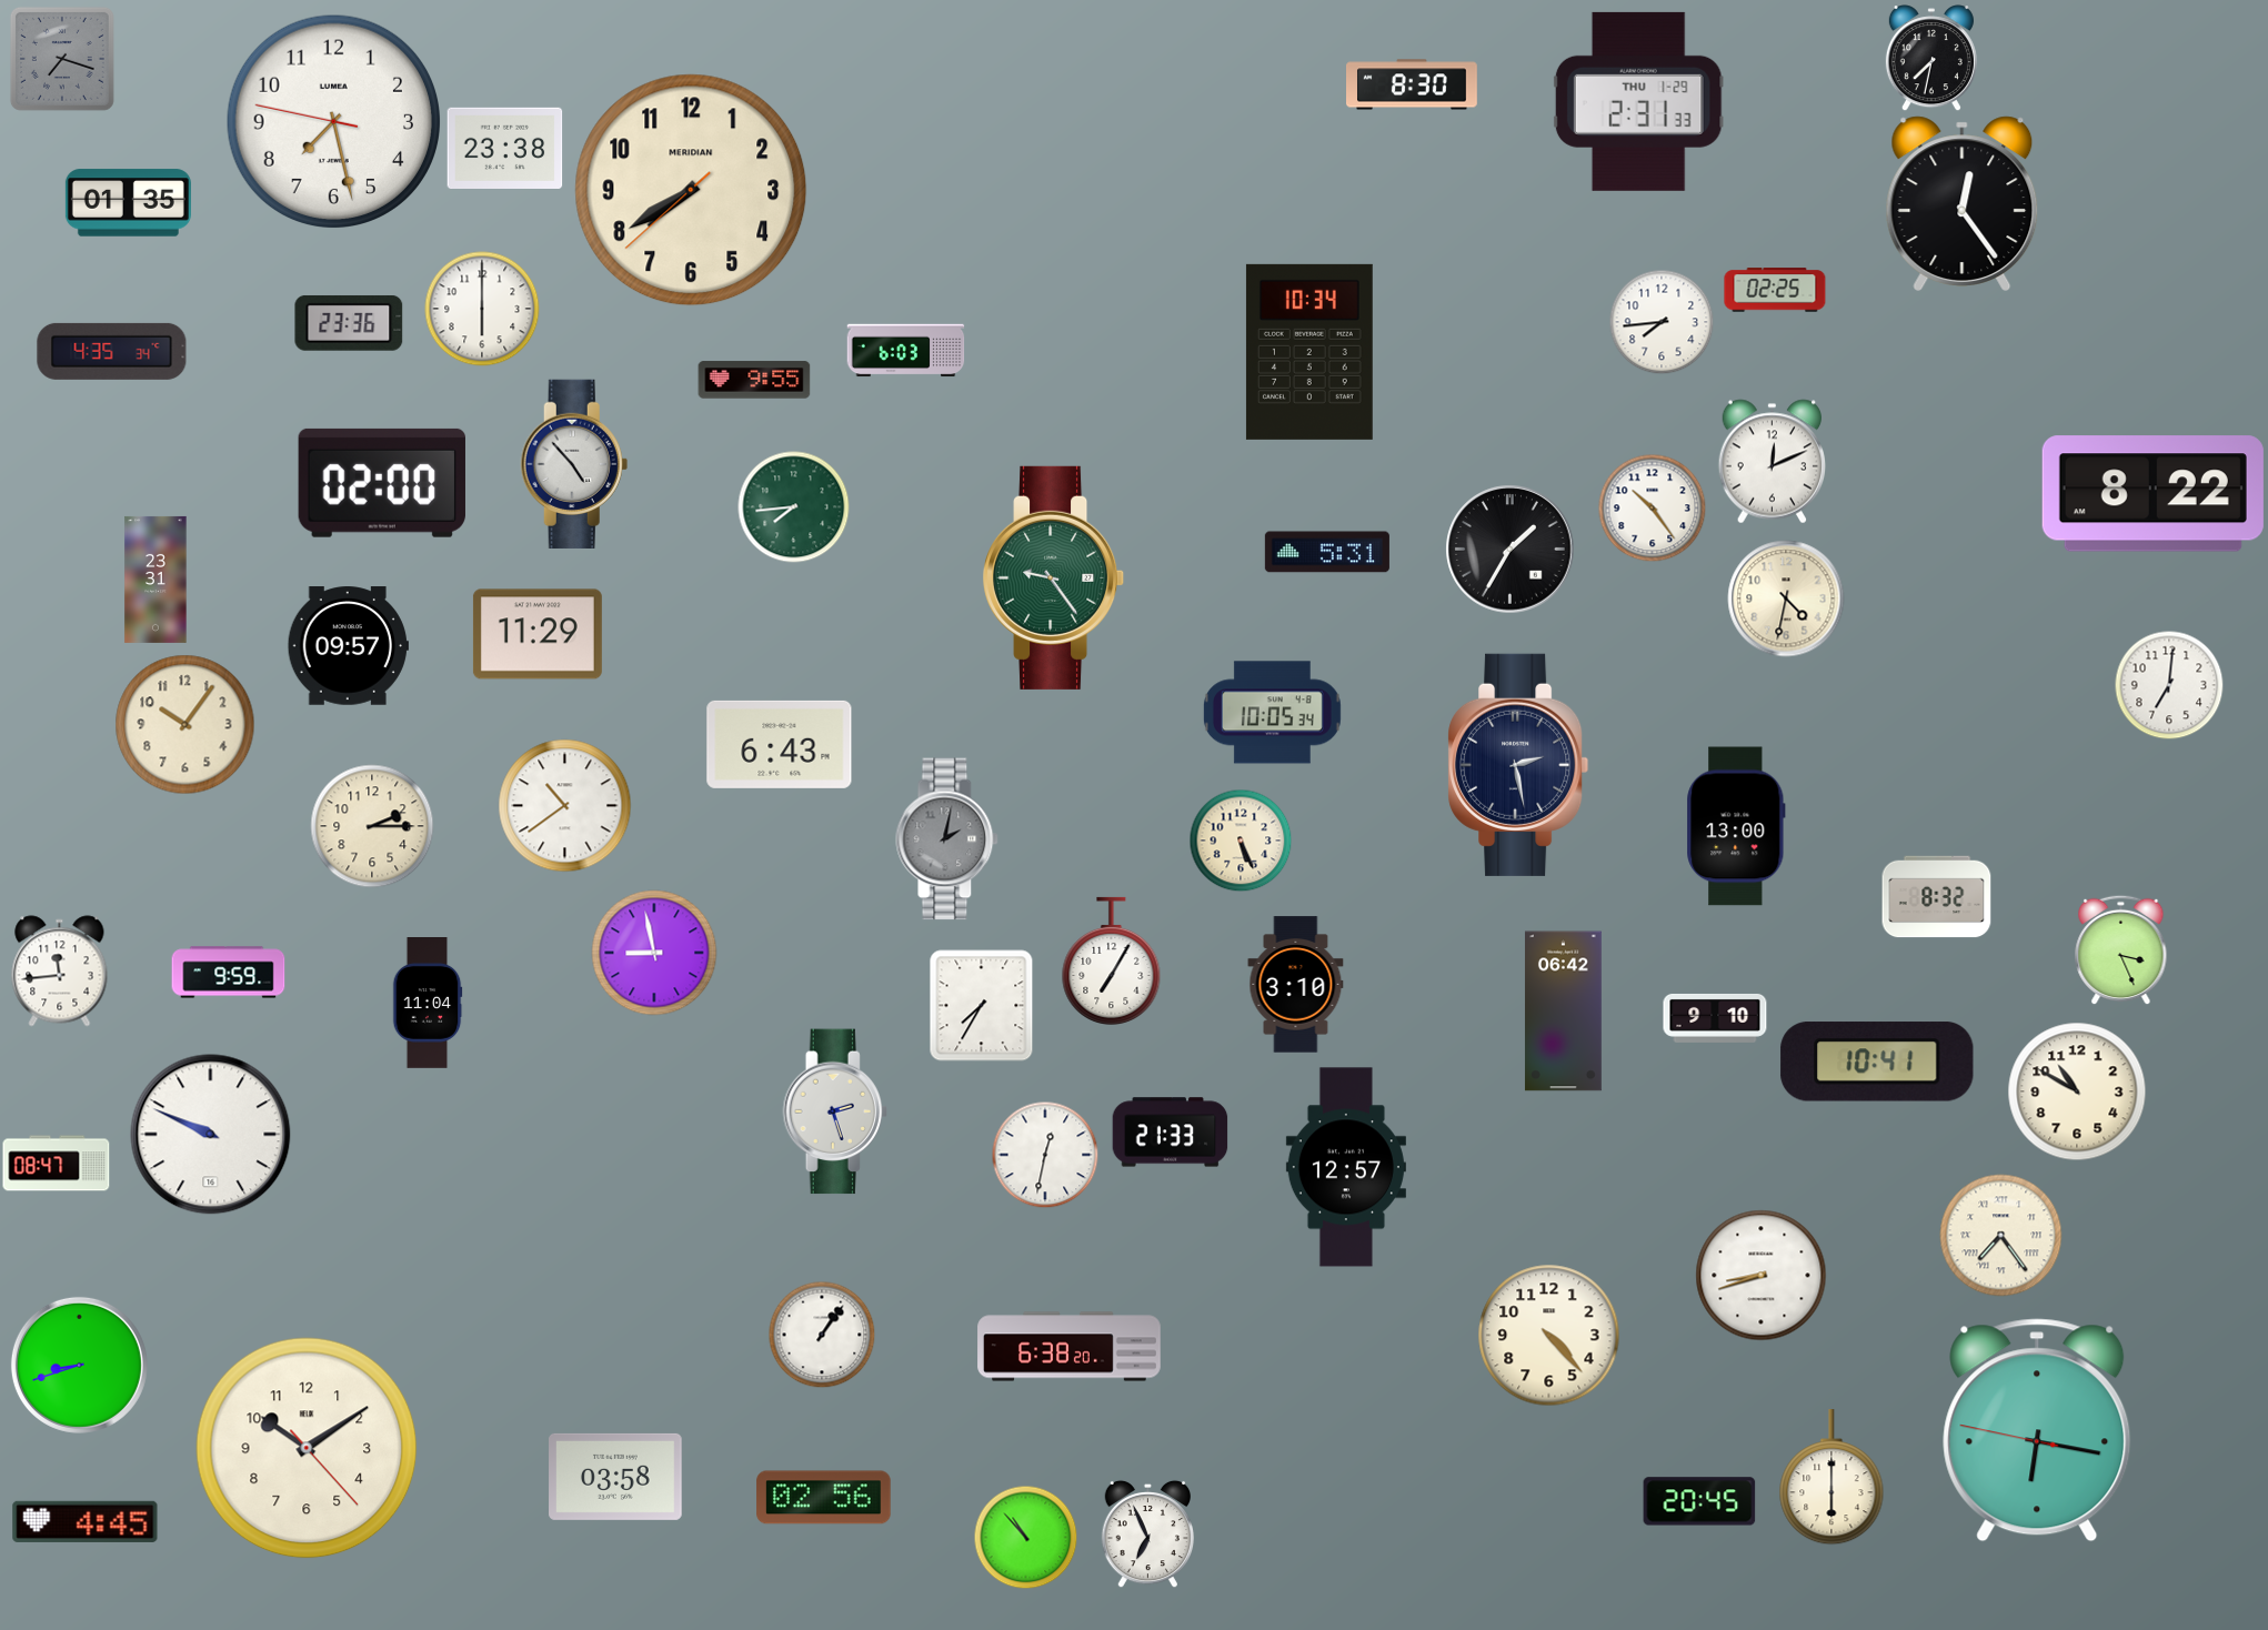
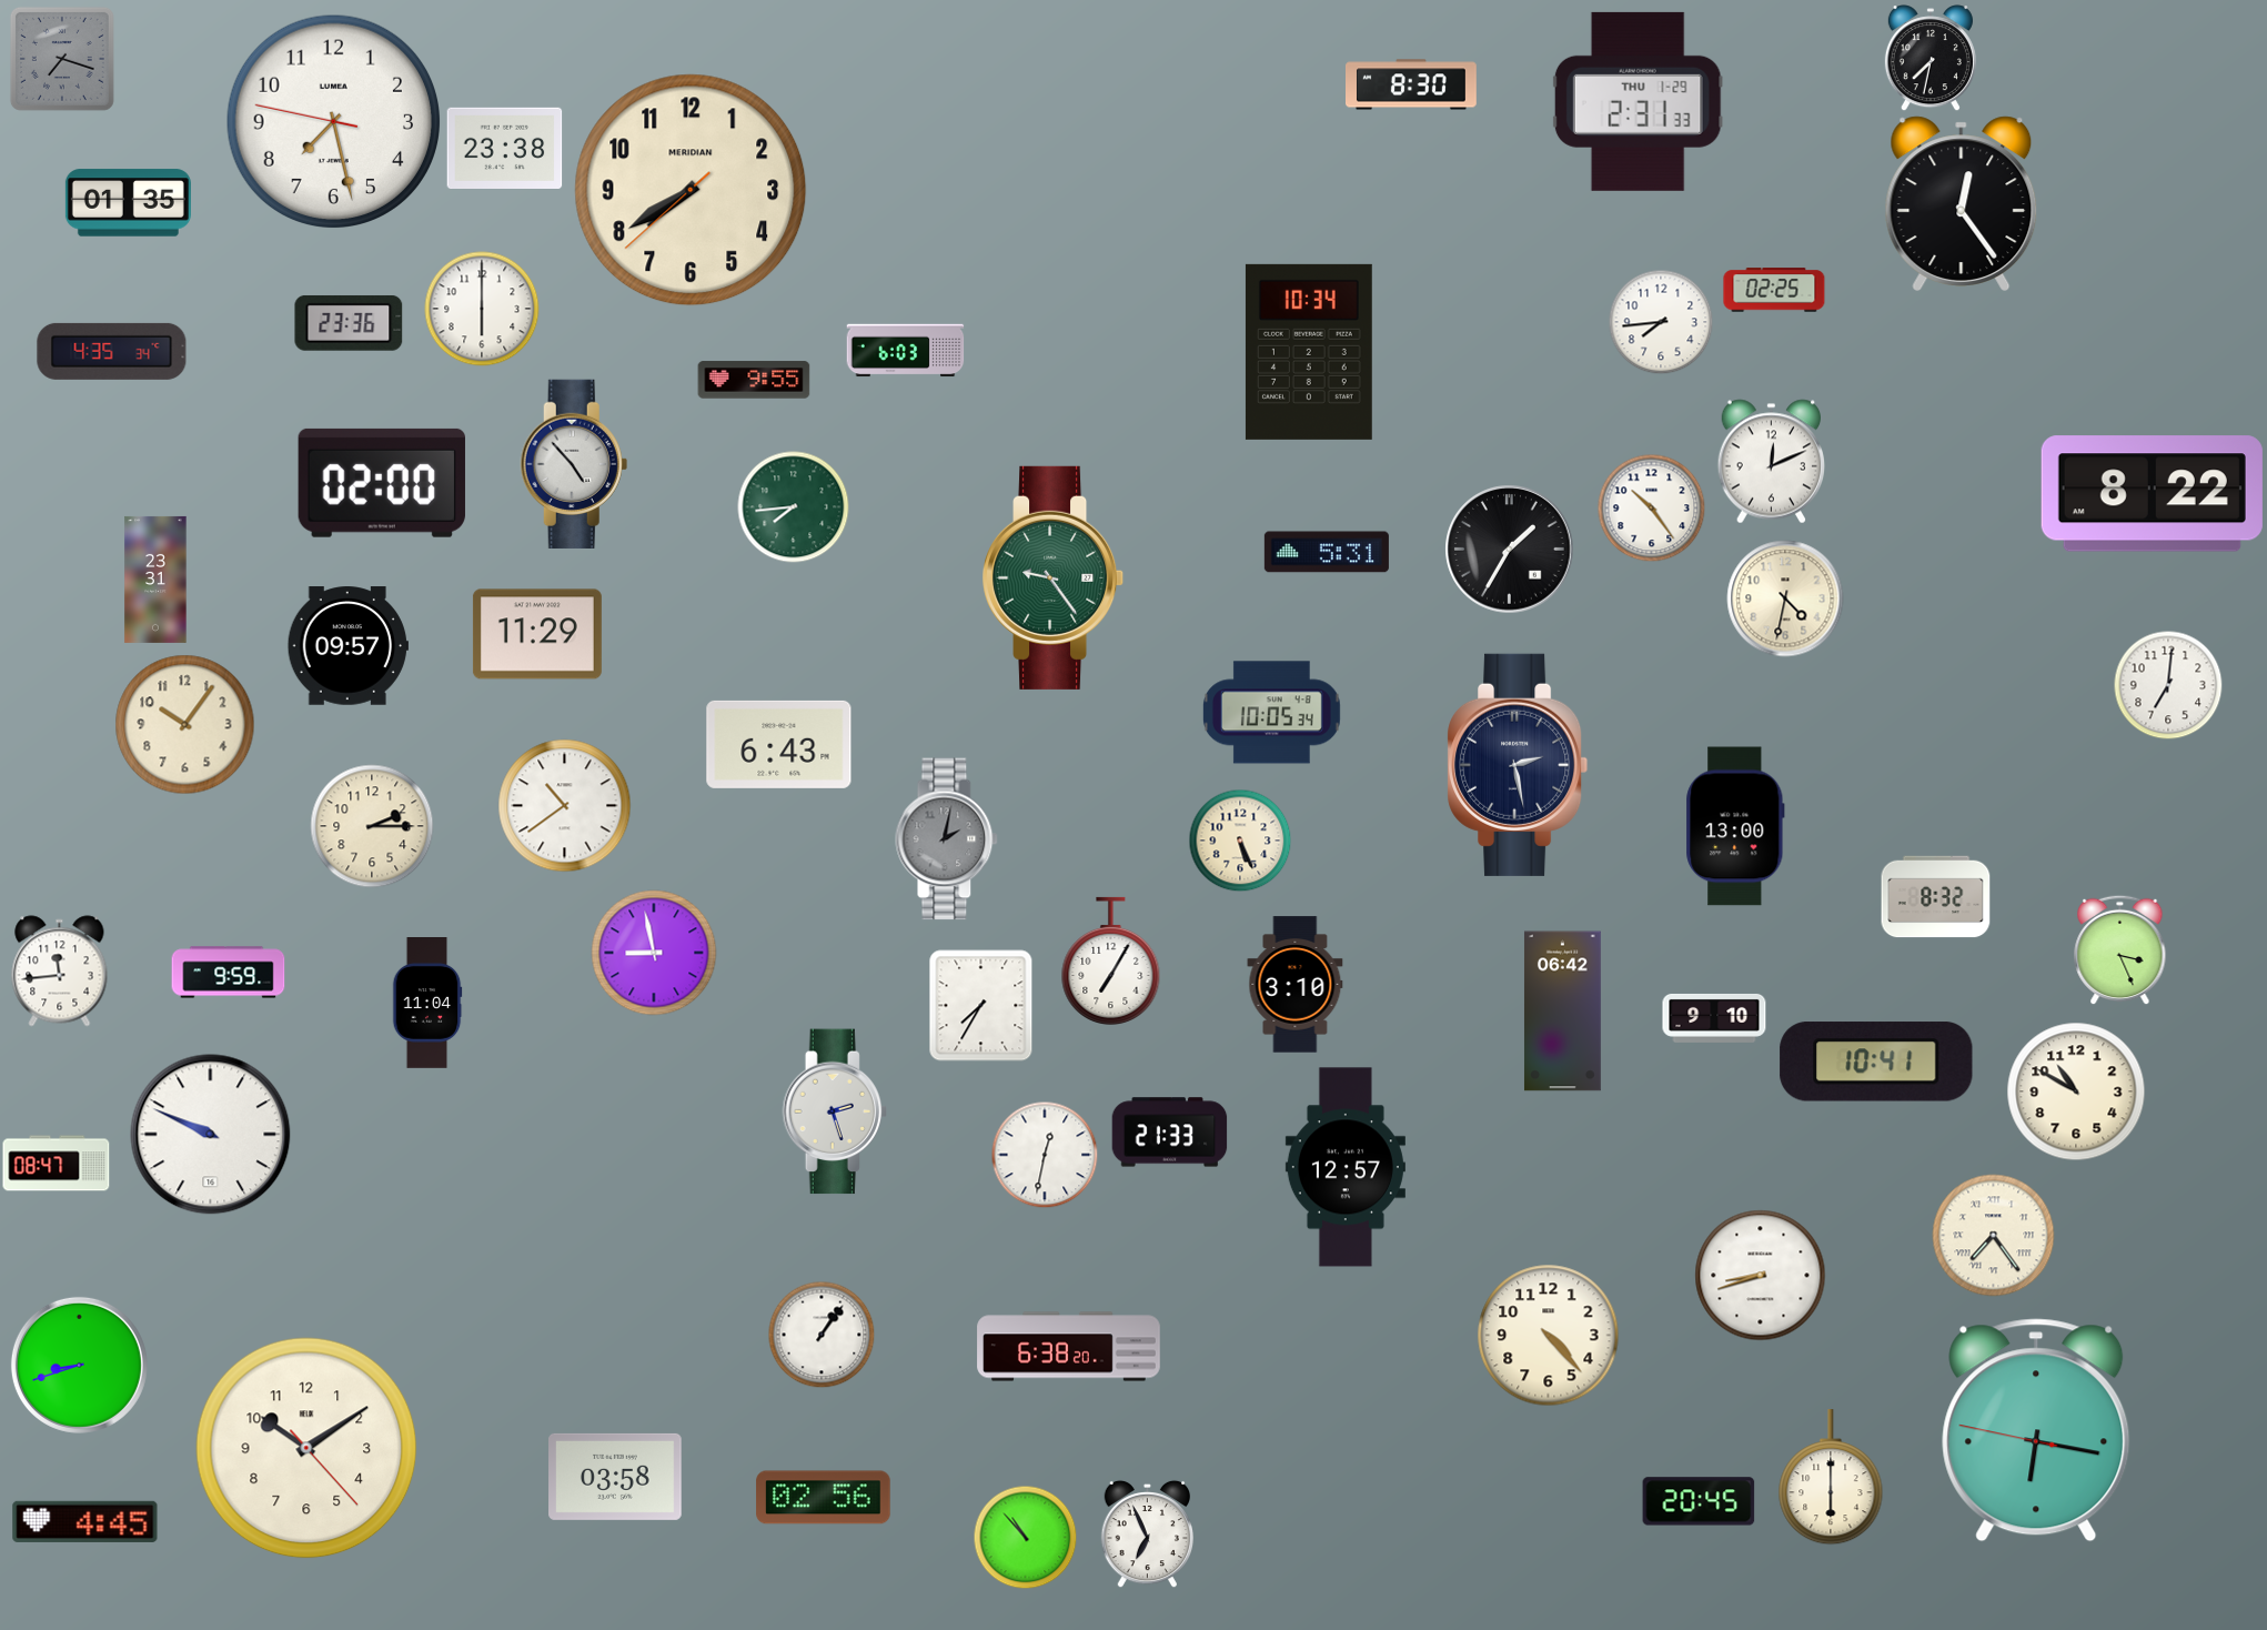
clock at (2001, 1236) position: (2001, 1236) -> (1994, 1236)
